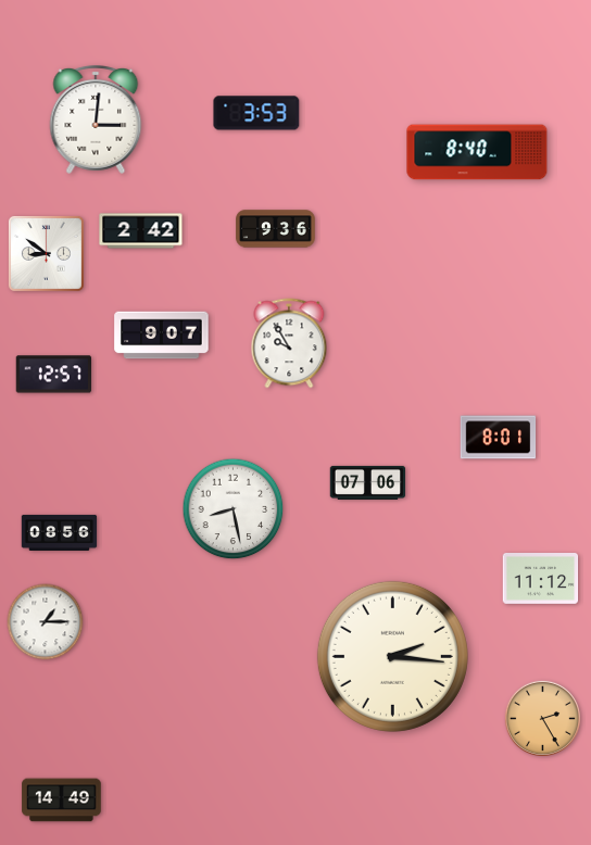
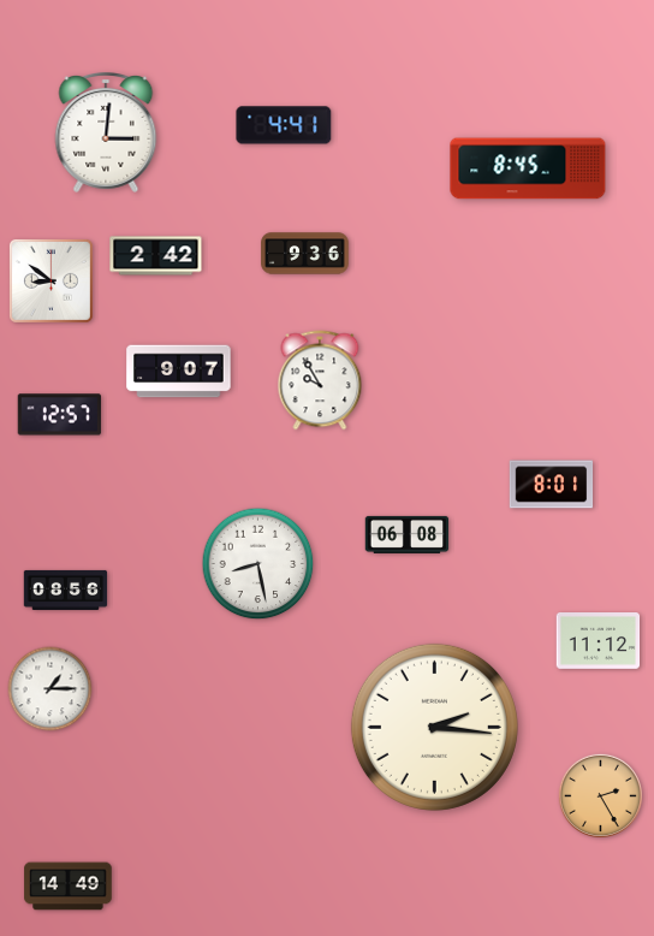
clock at (256, 113): 3:53 -> 4:41
clock at (477, 152): 8:40 -> 8:45
clock at (368, 482): 07:06 -> 06:08
